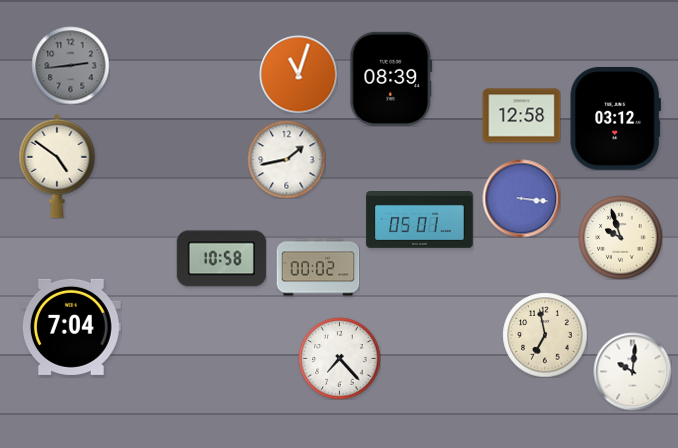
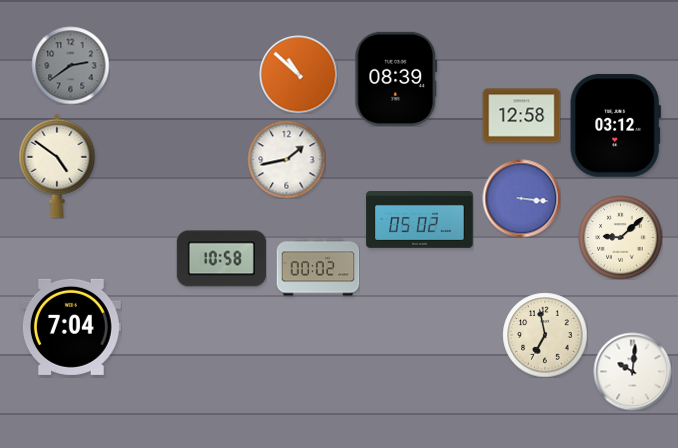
clock at (70, 65): 2:44 -> 2:39
clock at (298, 74): 11:03 -> 10:52
clock at (391, 79) position: (391, 79) -> (396, 79)
clock at (615, 118) position: (615, 118) -> (615, 125)
clock at (420, 220): 05:01 -> 05:02
clock at (620, 237): 9:57 -> 9:08
clock at (339, 358): 7:23 -> none
